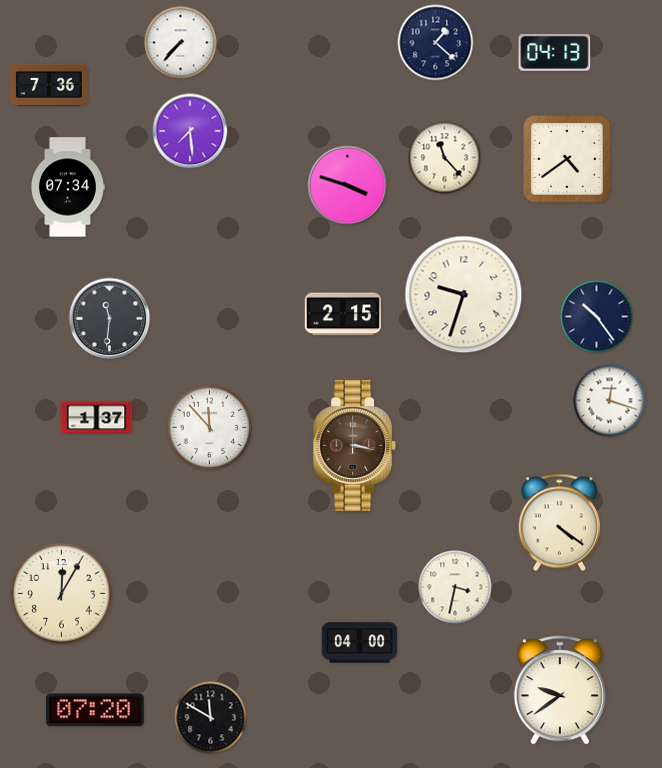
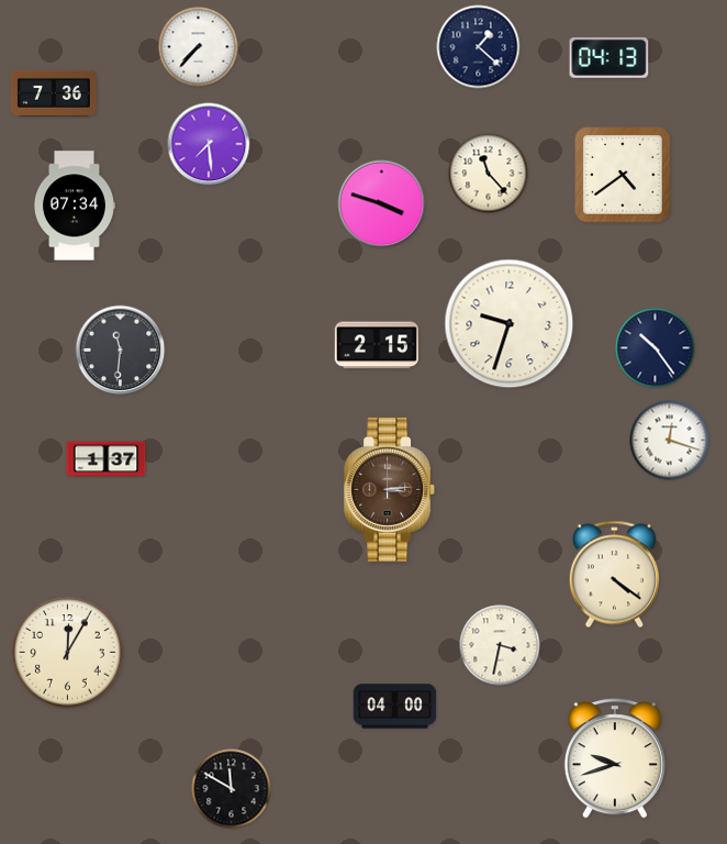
clock at (210, 428): 11:53 -> none
clock at (355, 445): 3:17 -> 3:14
clock at (560, 690): 9:39 -> 9:42
clock at (95, 710): 07:20 -> none
